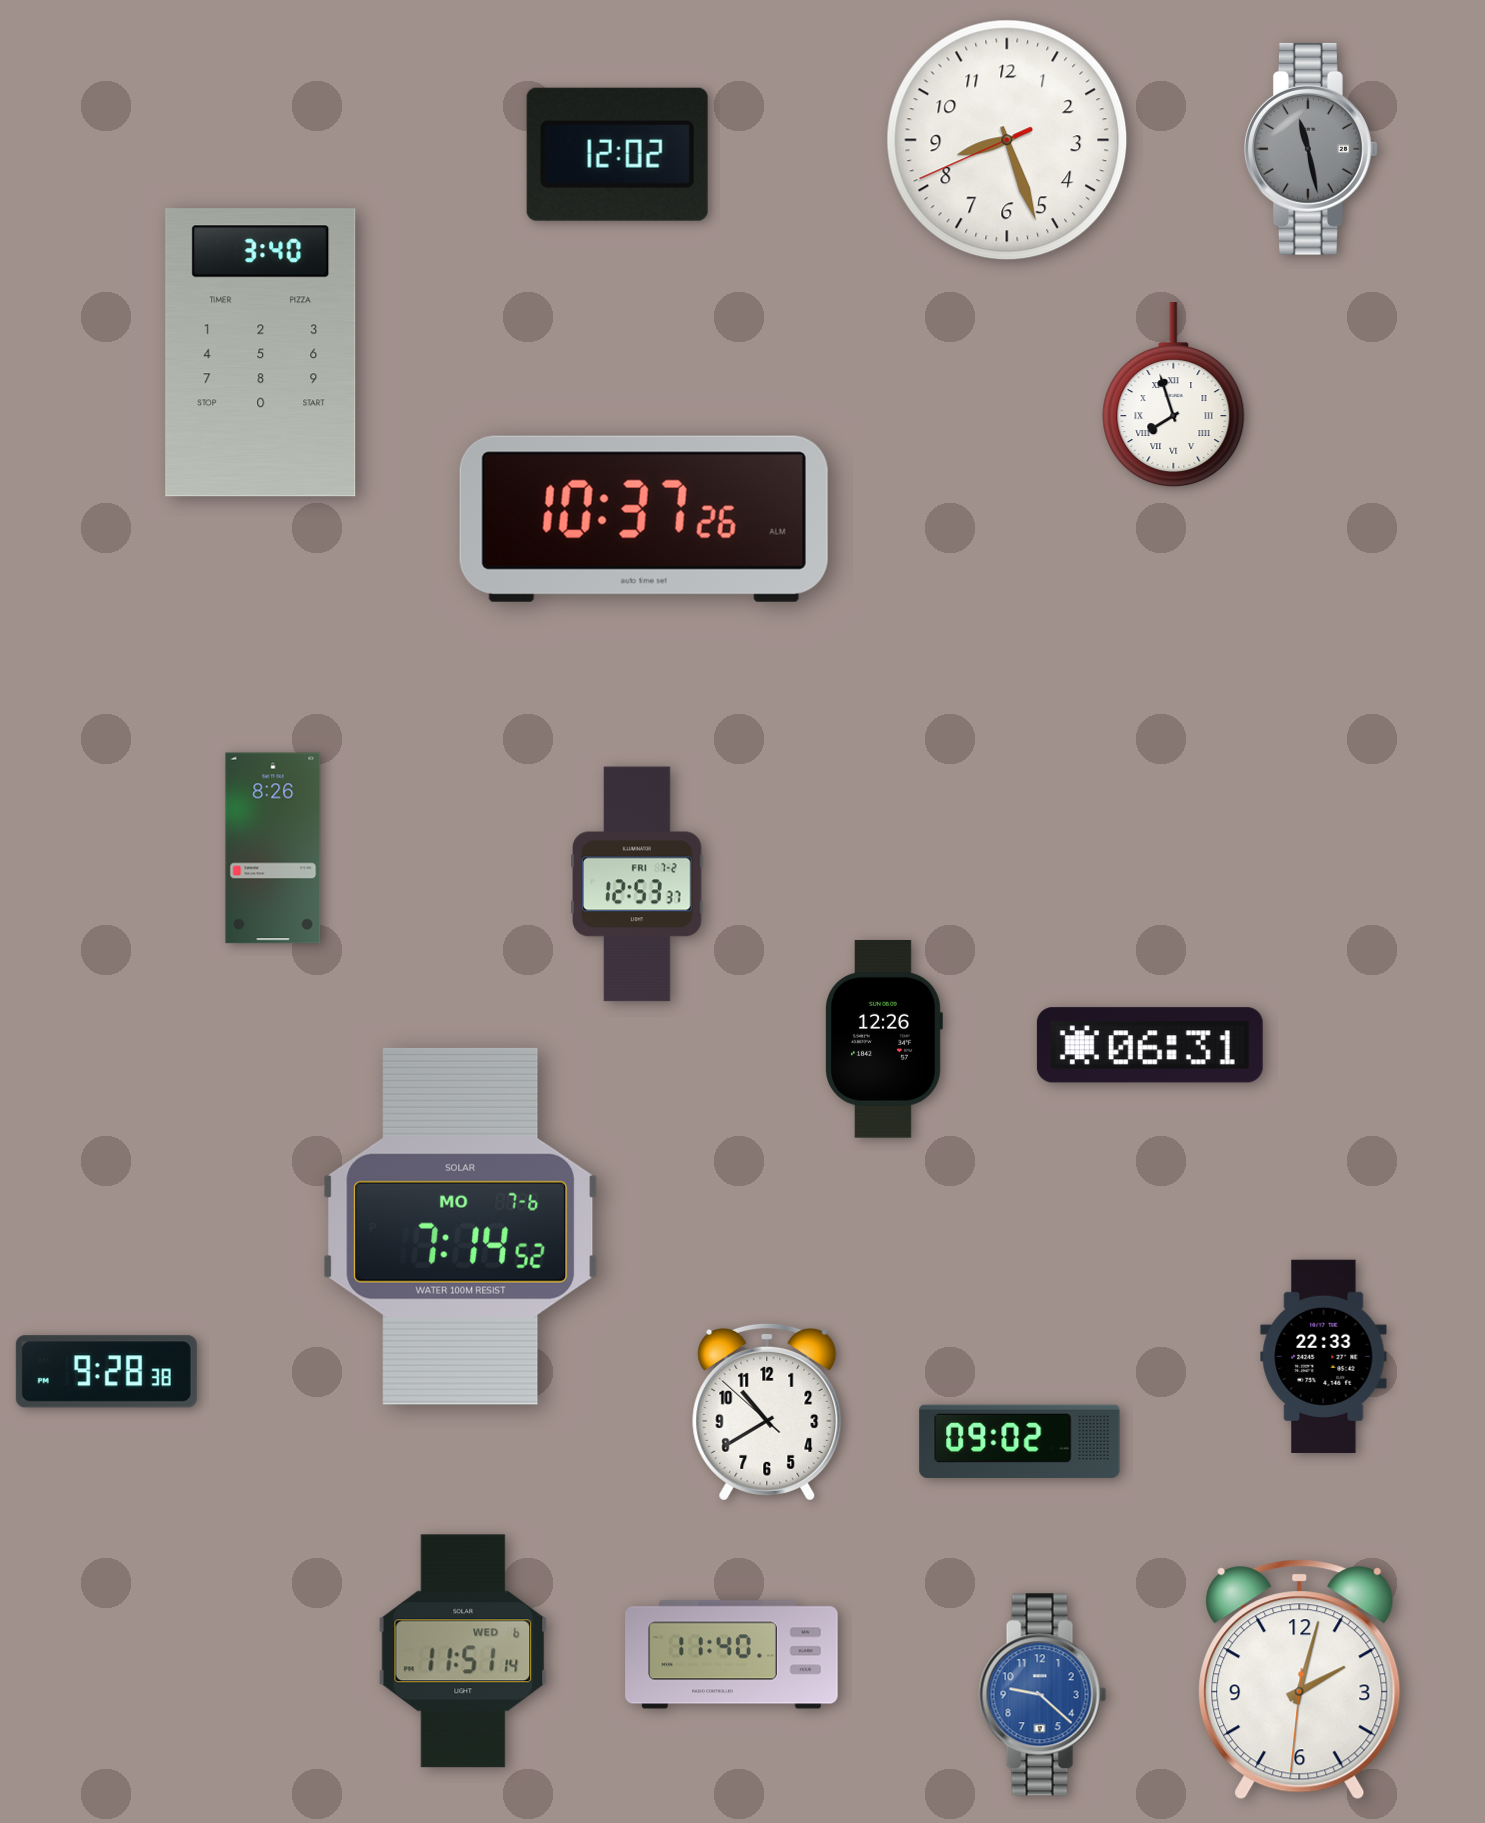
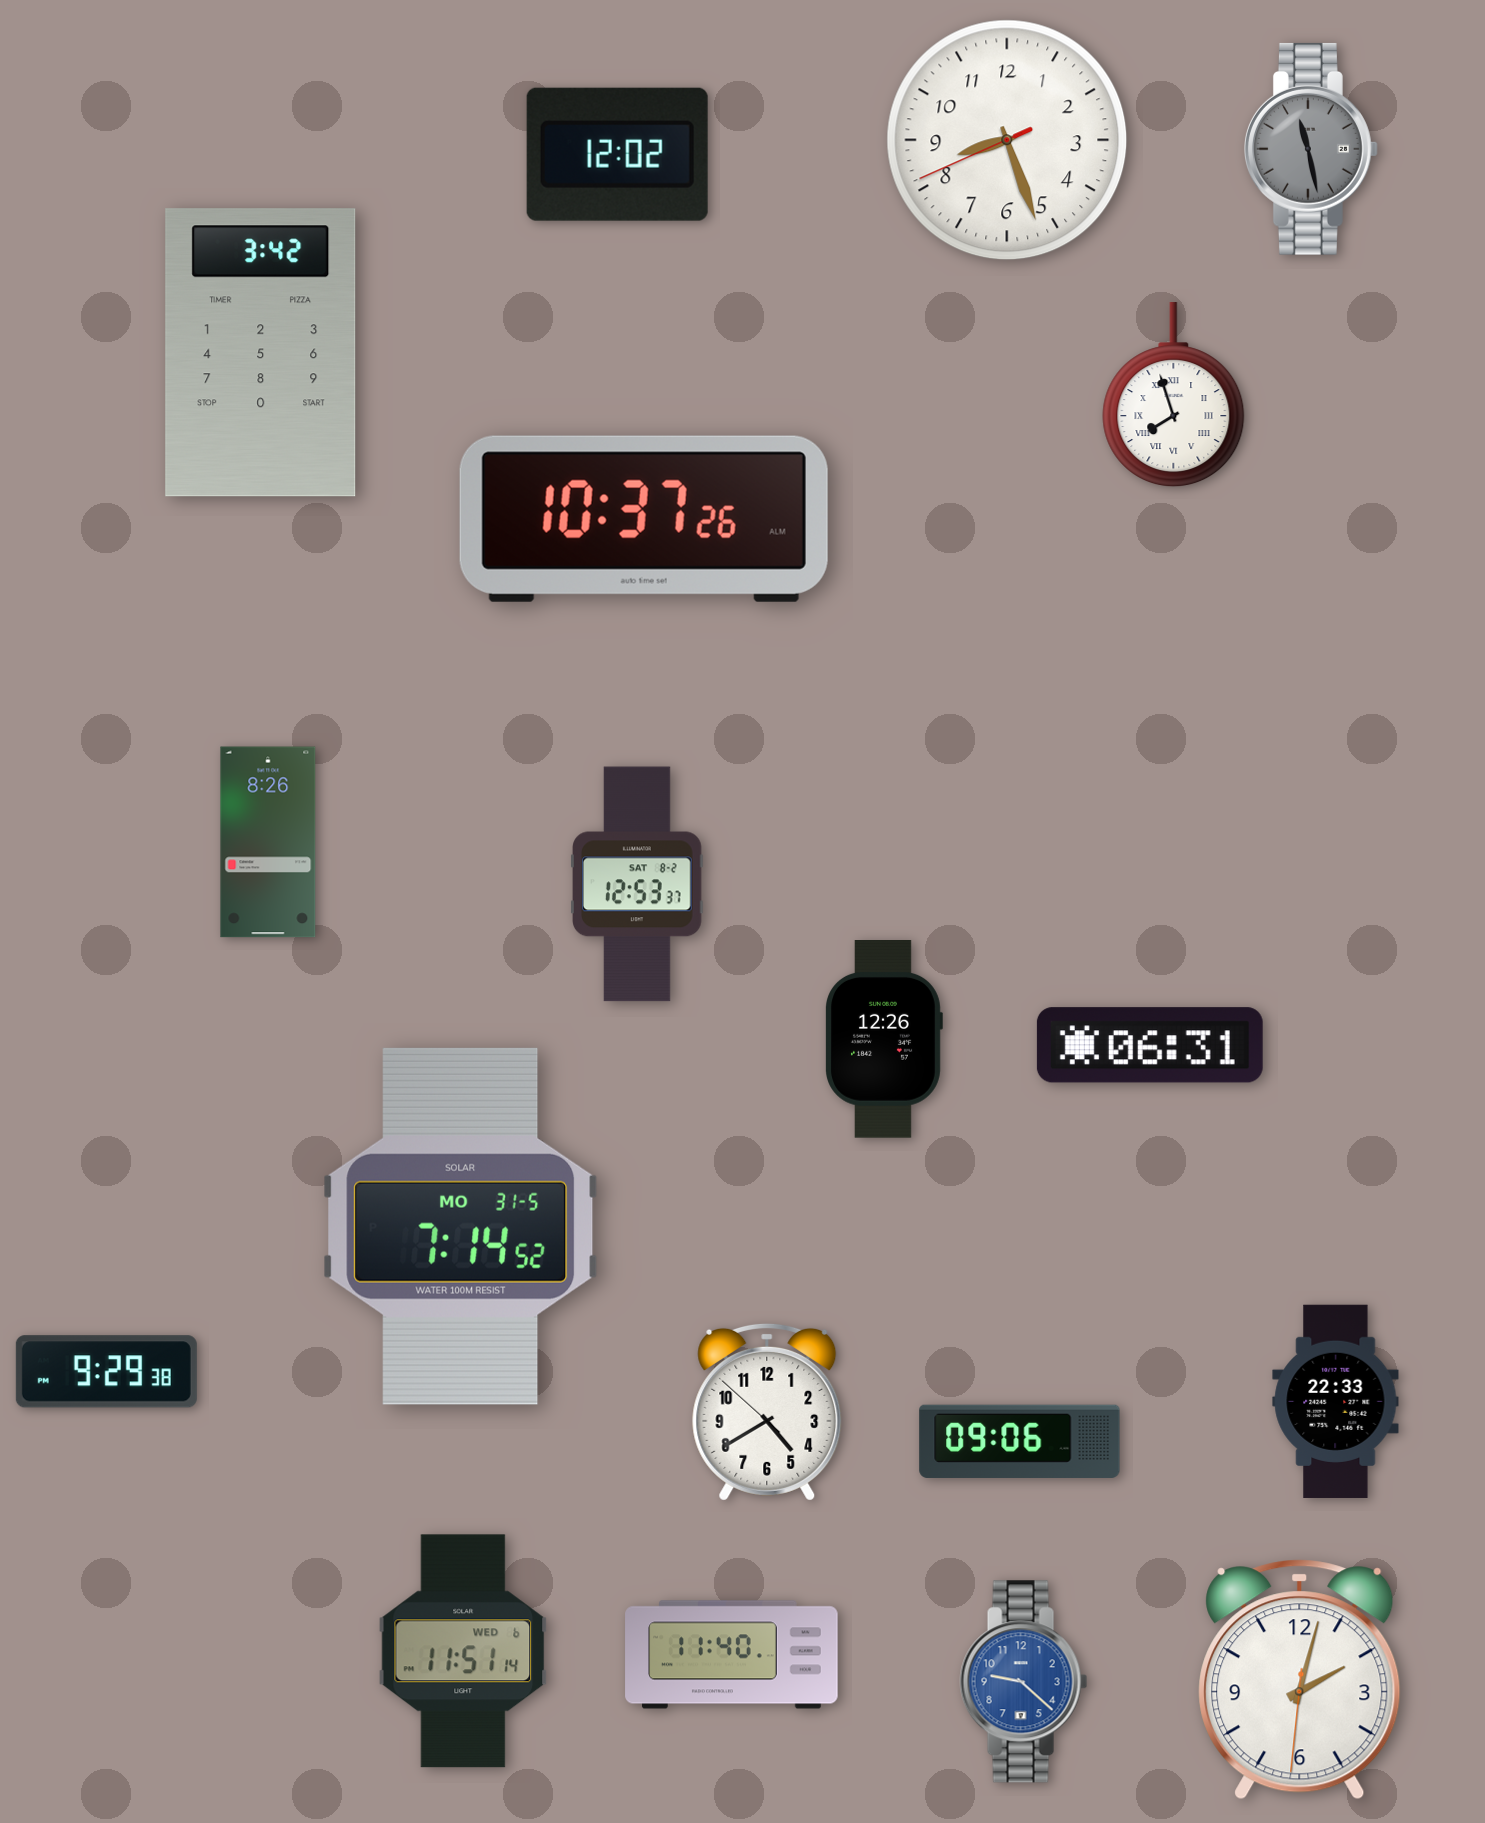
clock at (261, 353): 3:40 -> 3:42
clock at (273, 848) position: (273, 848) -> (268, 842)
clock at (638, 884) date: FRI 7-2 -> SAT 8-2
clock at (461, 1226) date: MO 7-6 -> MO 31-5
clock at (1324, 1356) position: (1324, 1356) -> (1336, 1401)
clock at (106, 1372): 9:28 -> 9:29
clock at (767, 1412): 10:39 -> 4:39
clock at (1020, 1441): 09:02 -> 09:06
clock at (1043, 1695) position: (1043, 1695) -> (1024, 1682)
